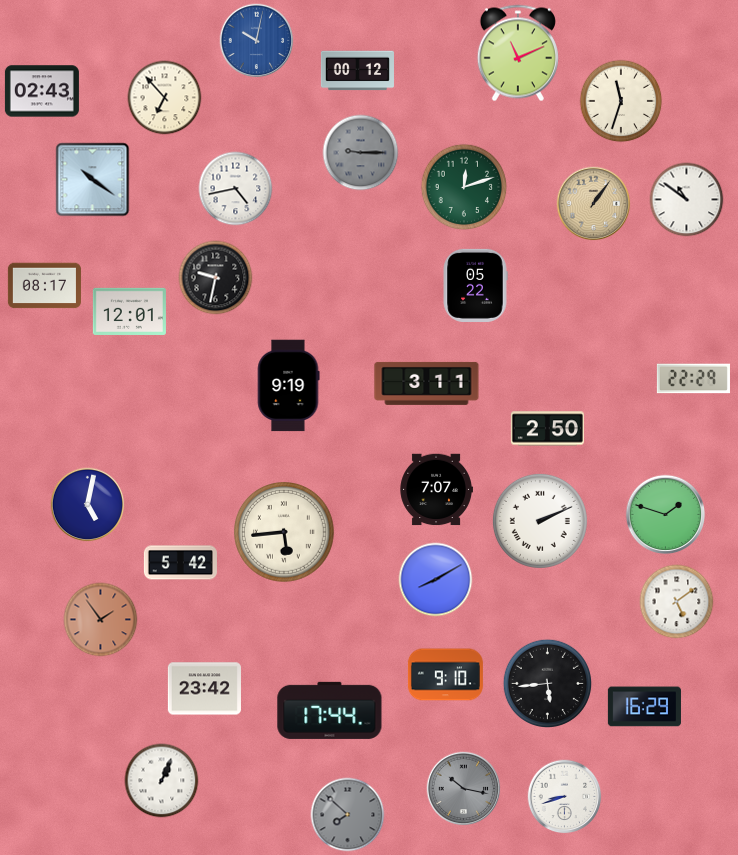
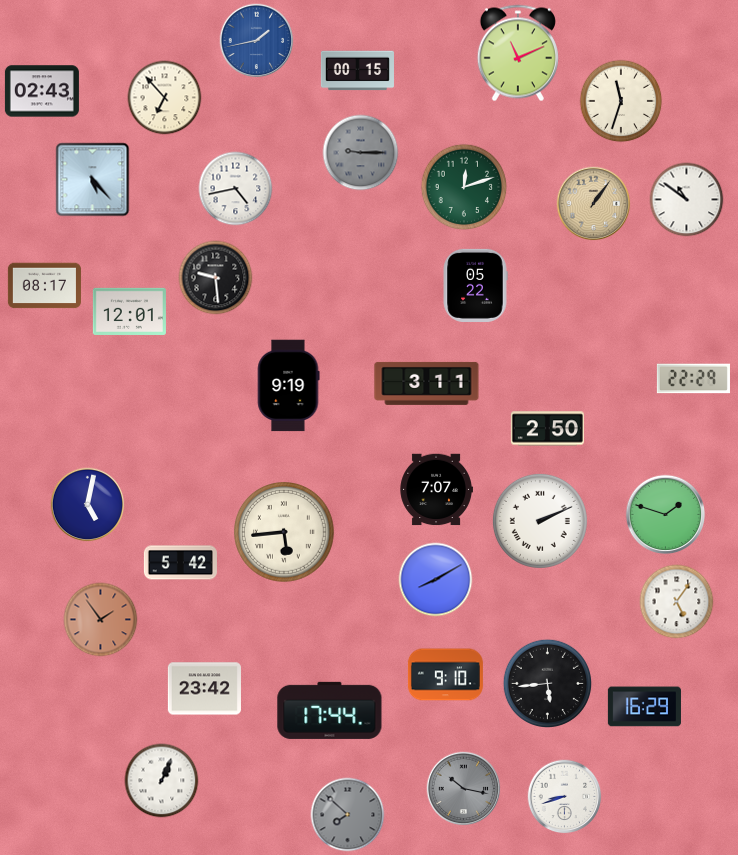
clock at (257, 41): 10:02 -> 1:43
clock at (357, 71): 00:12 -> 00:15
clock at (93, 180): 10:21 -> 5:23
clock at (216, 278): 9:32 -> 9:29
clock at (677, 602): 5:09 -> 5:06
